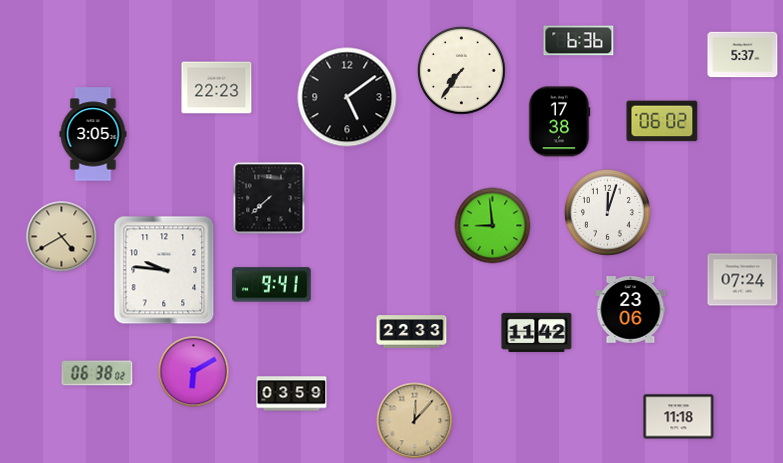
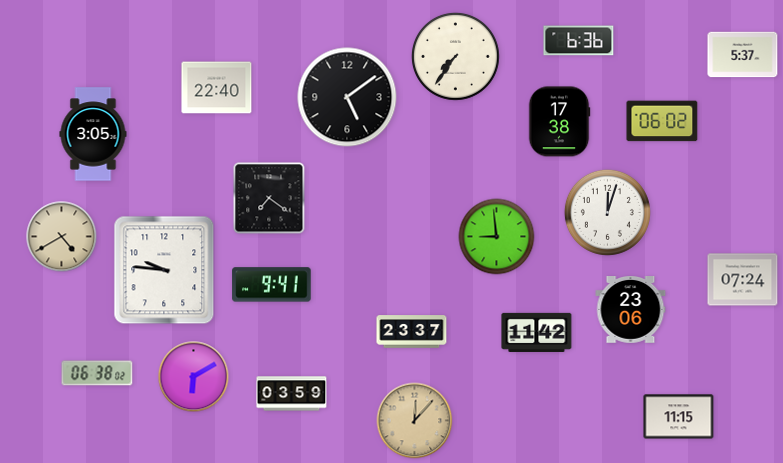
clock at (462, 71) position: (462, 71) -> (456, 57)
clock at (217, 88): 22:23 -> 22:40
clock at (269, 198): 7:38 -> 7:21
clock at (493, 226) position: (493, 226) -> (497, 237)
clock at (412, 332): 22:33 -> 23:37
clock at (194, 372) position: (194, 372) -> (194, 377)
clock at (679, 417): 11:18 -> 11:15
